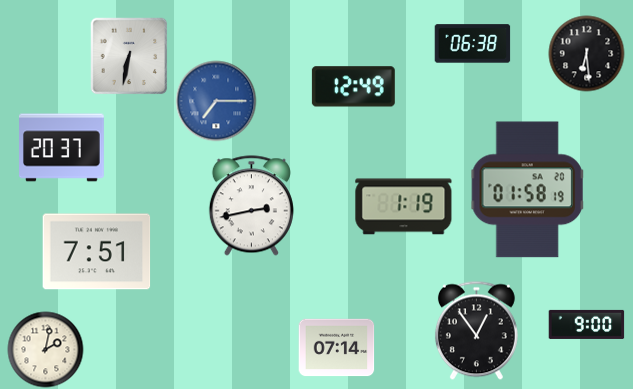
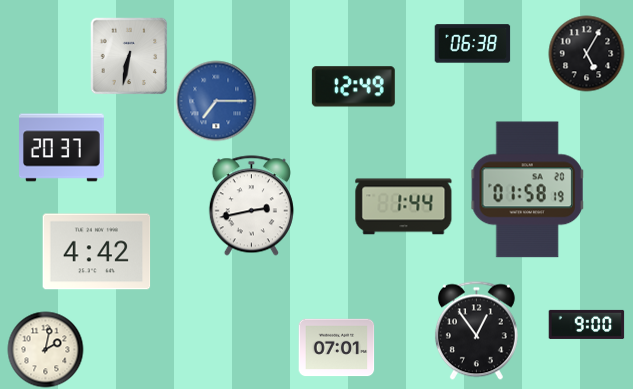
clock at (587, 54): 6:29 -> 5:05
clock at (404, 207): 1:19 -> 1:44
clock at (97, 252): 7:51 -> 4:42
clock at (337, 348): 07:14 -> 07:01
